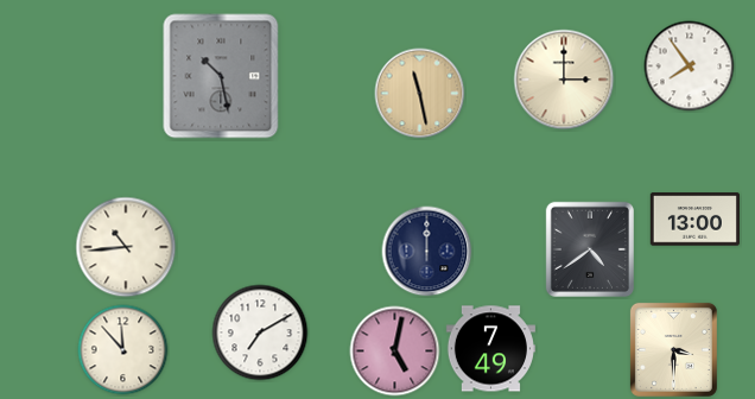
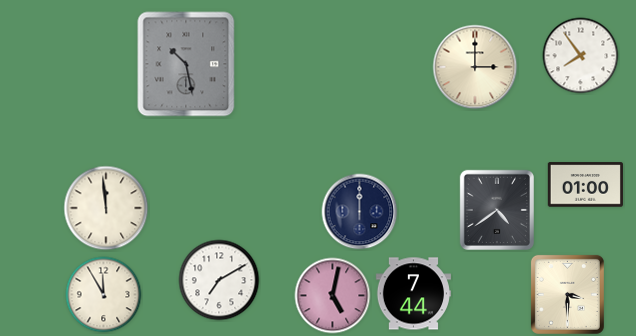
clock at (420, 94): 11:28 -> none
clock at (694, 220): 13:00 -> 01:00
clock at (126, 247): 10:44 -> 11:59
clock at (490, 349): 7:49 -> 7:44
clock at (123, 350): 11:53 -> 11:55
